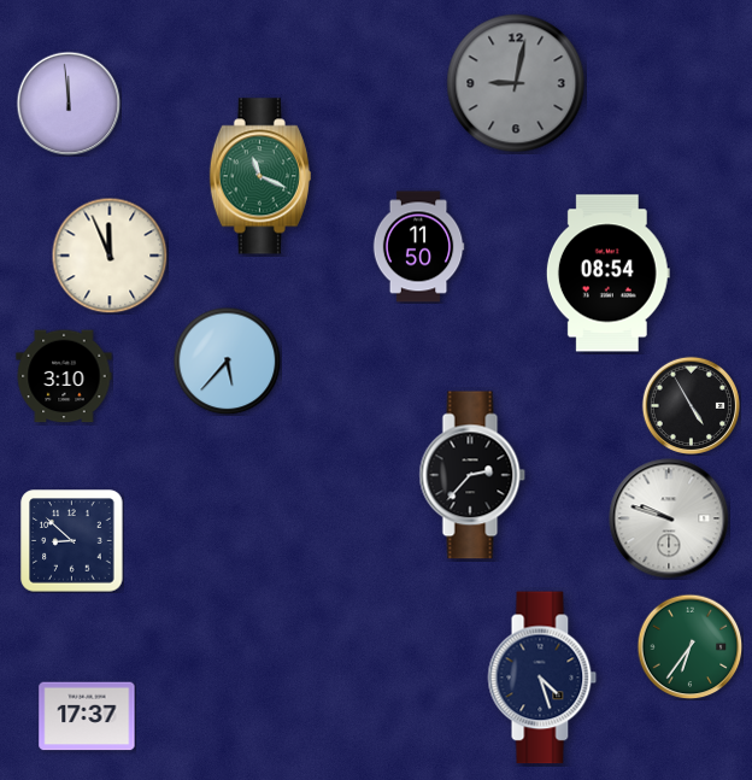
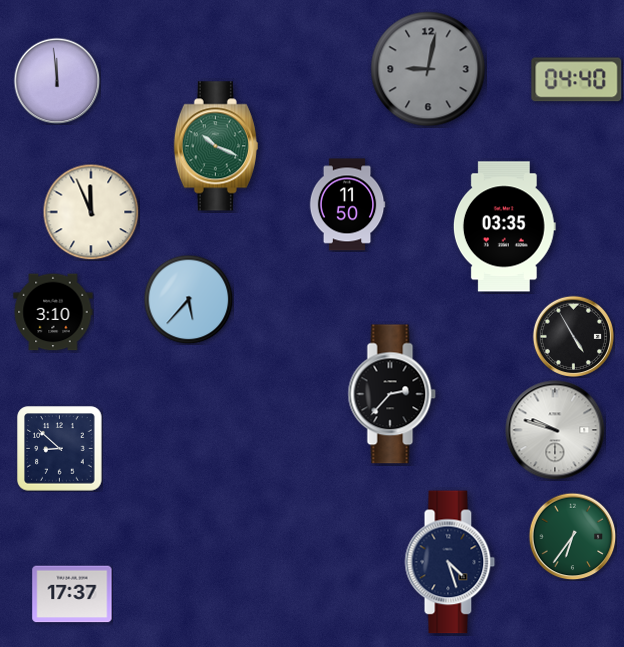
clock at (577, 80): none -> 04:40
clock at (69, 104) position: (69, 104) -> (57, 81)
clock at (260, 176): 11:19 -> 10:19
clock at (607, 274): 08:54 -> 03:35
